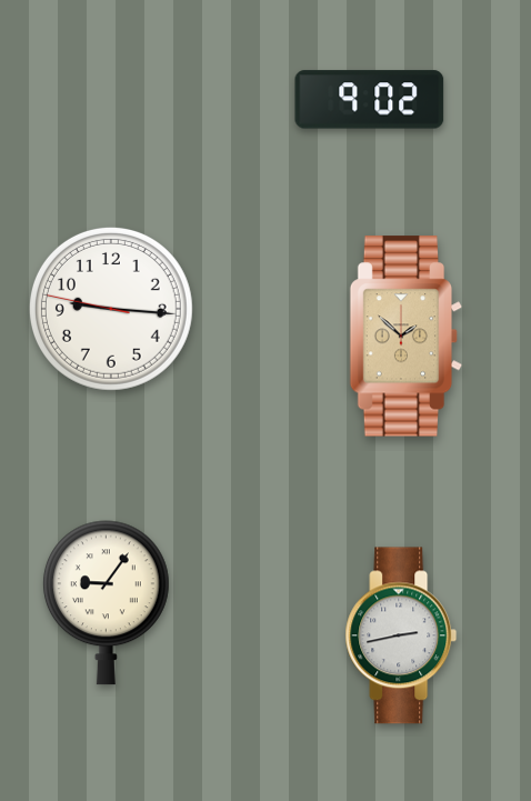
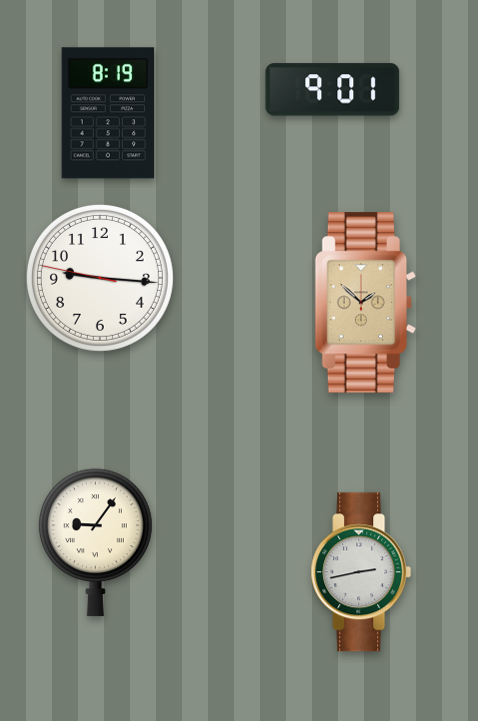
clock at (370, 100): 9:02 -> 9:01
clock at (108, 113): none -> 8:19
